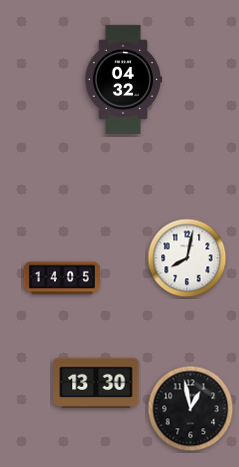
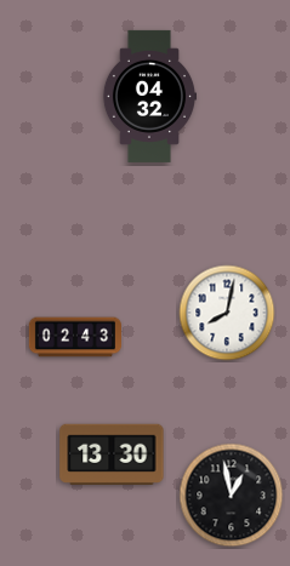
clock at (61, 278): 14:05 -> 02:43
clock at (96, 383) position: (96, 383) -> (112, 454)
